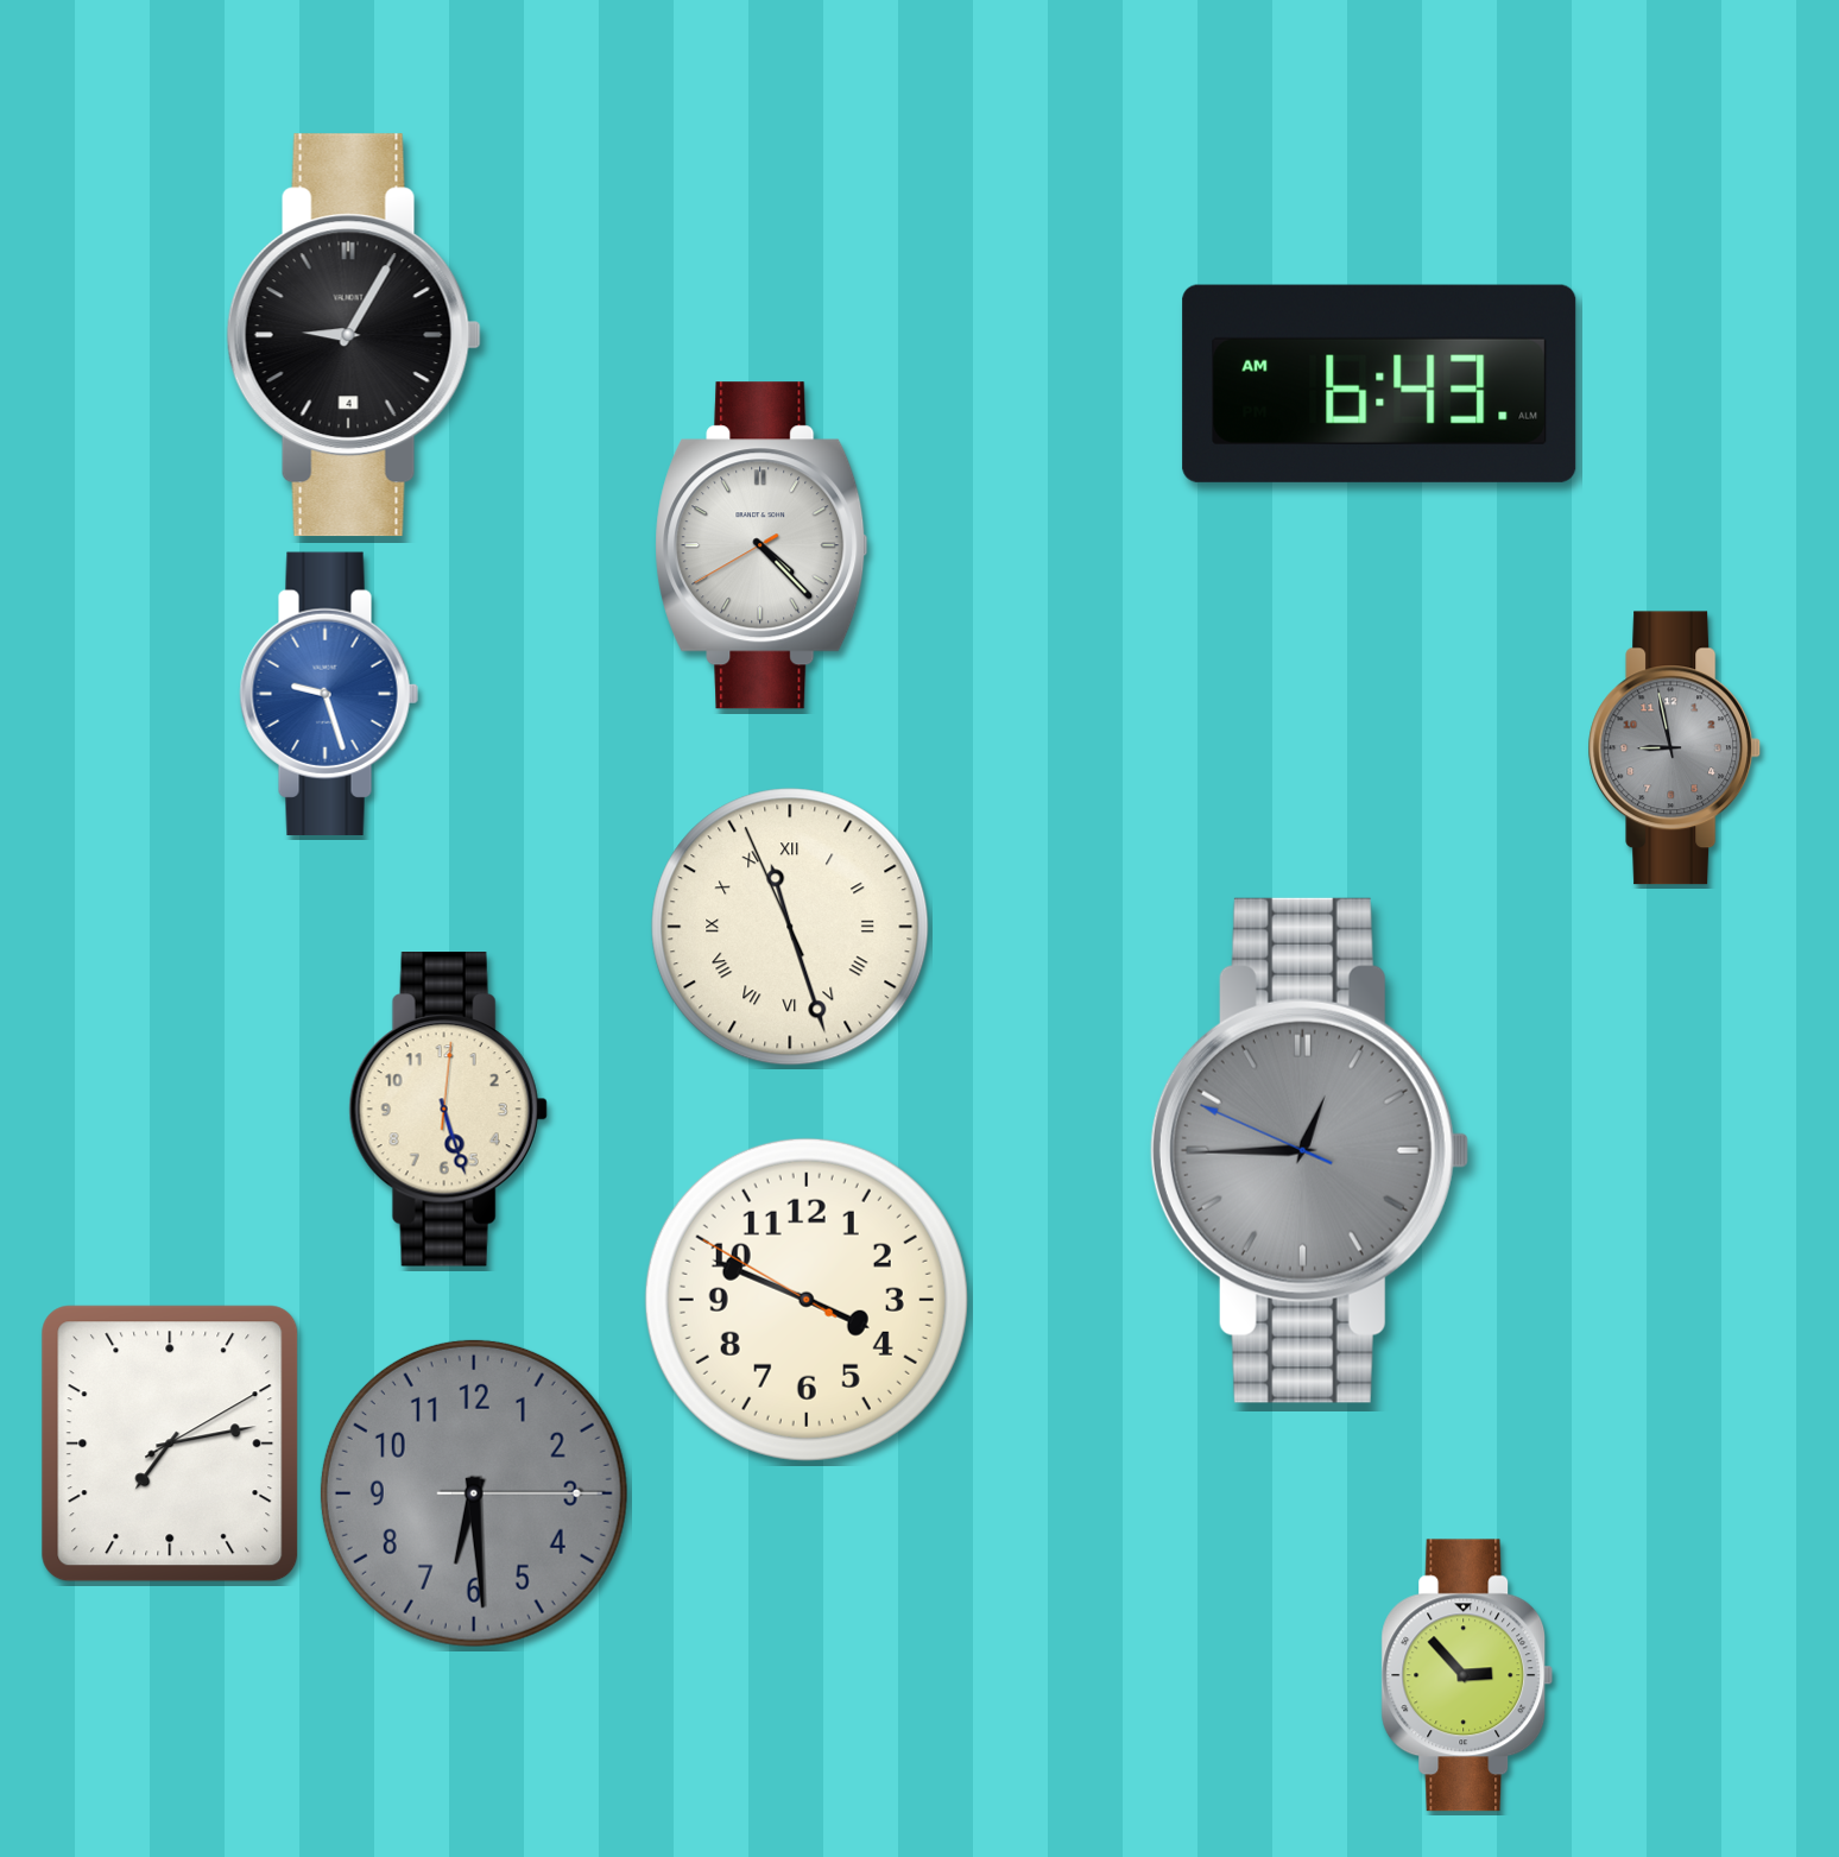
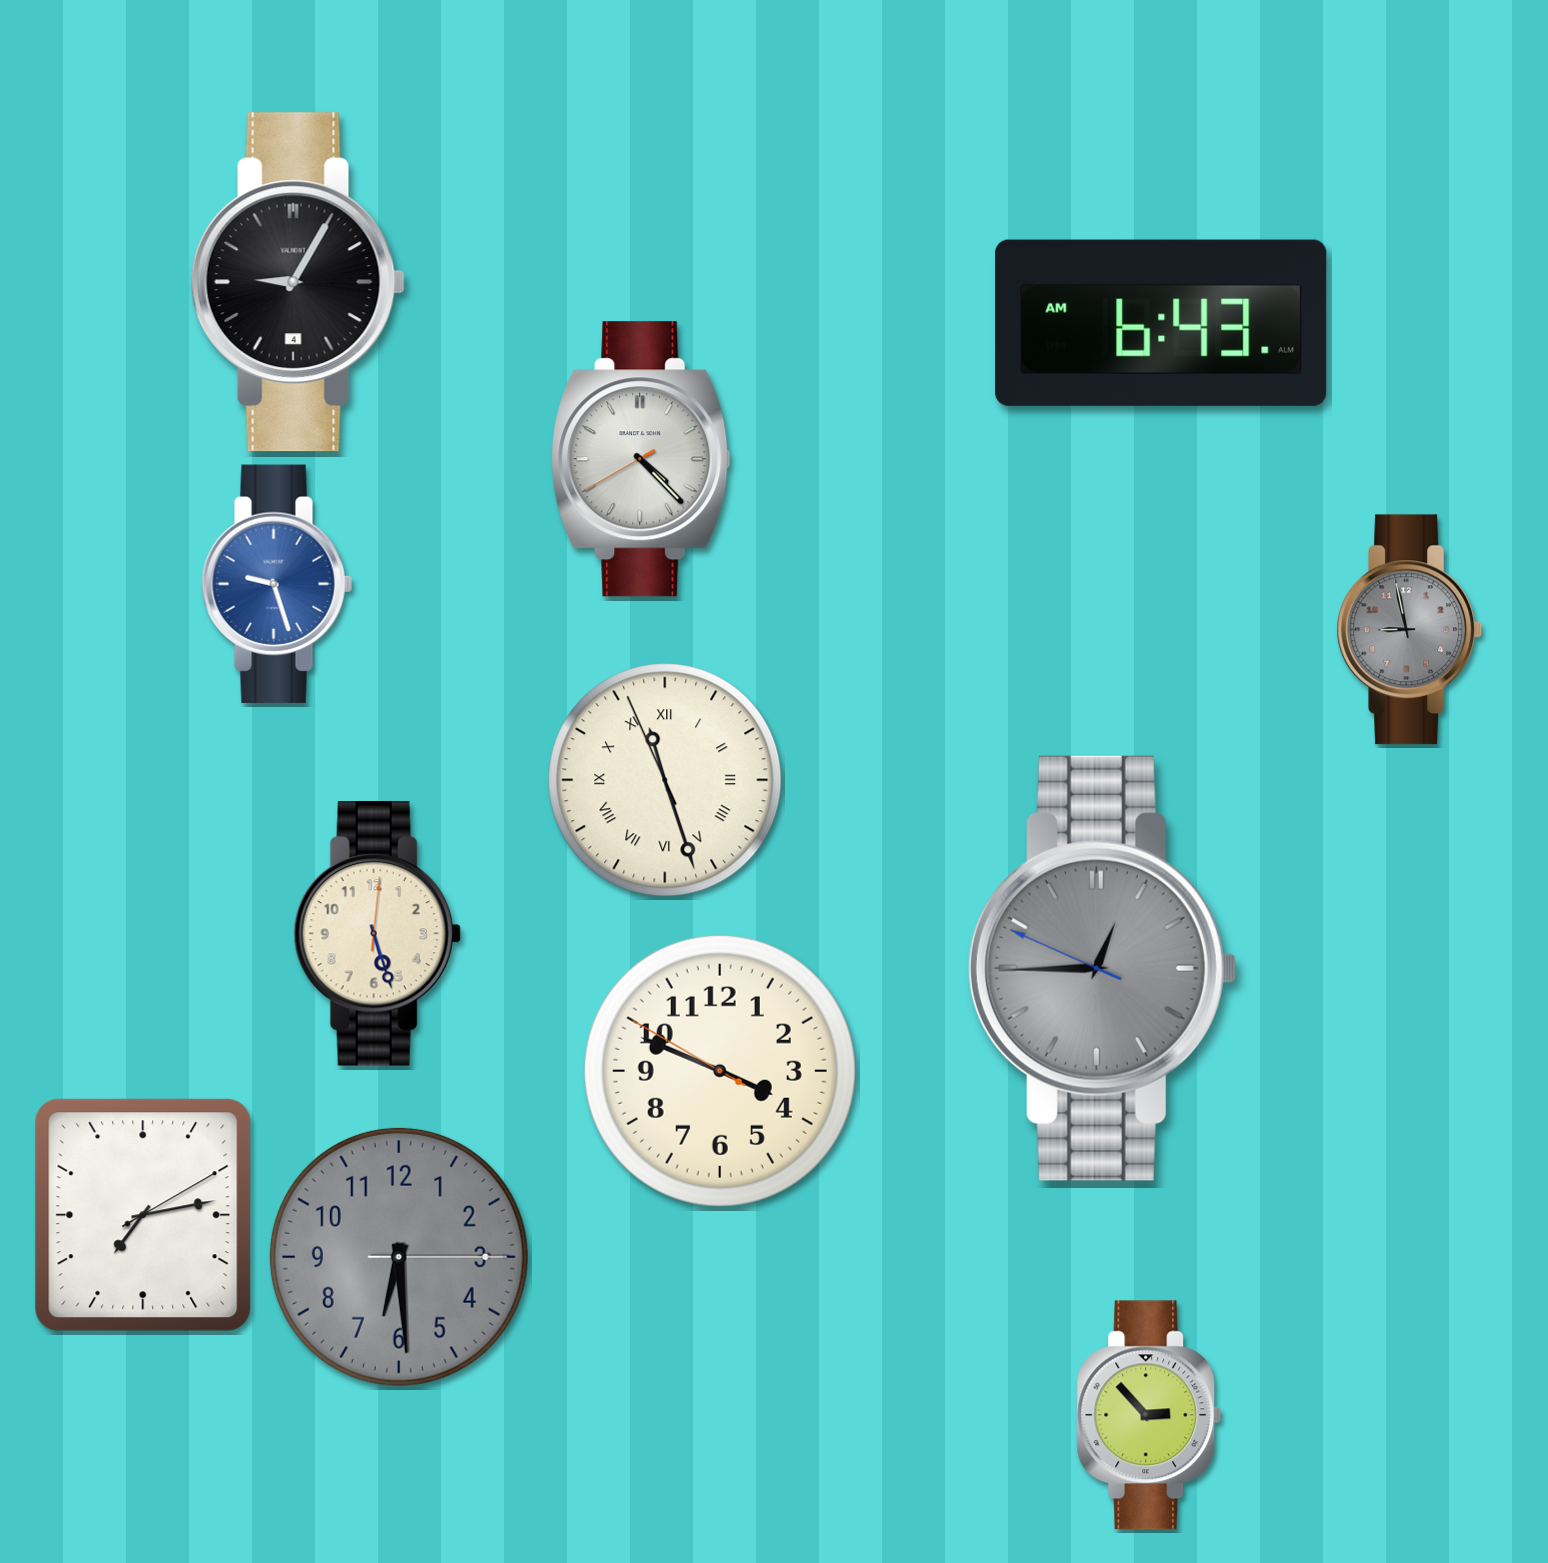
clock at (807, 1300) position: (807, 1300) -> (720, 1071)
clock at (1467, 1675) position: (1467, 1675) -> (1149, 1415)
